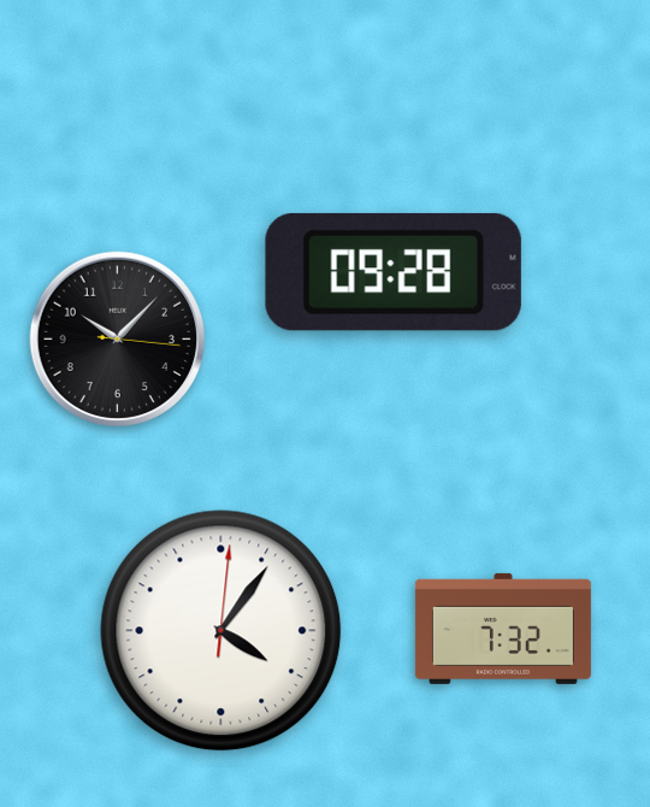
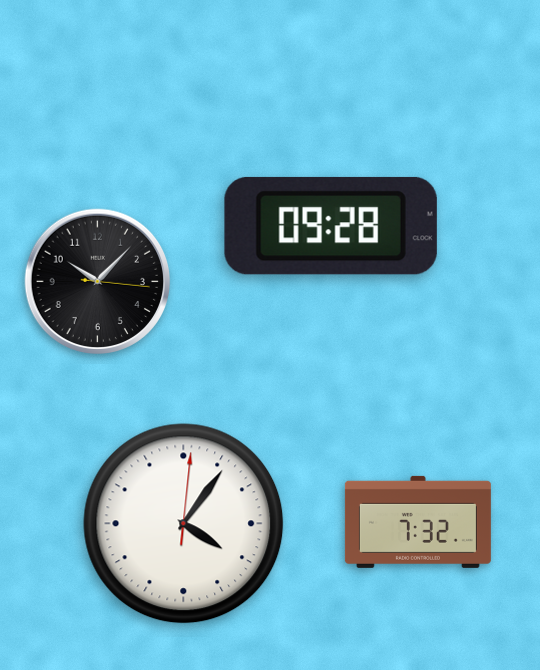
clock at (394, 272) position: (394, 272) -> (331, 226)
